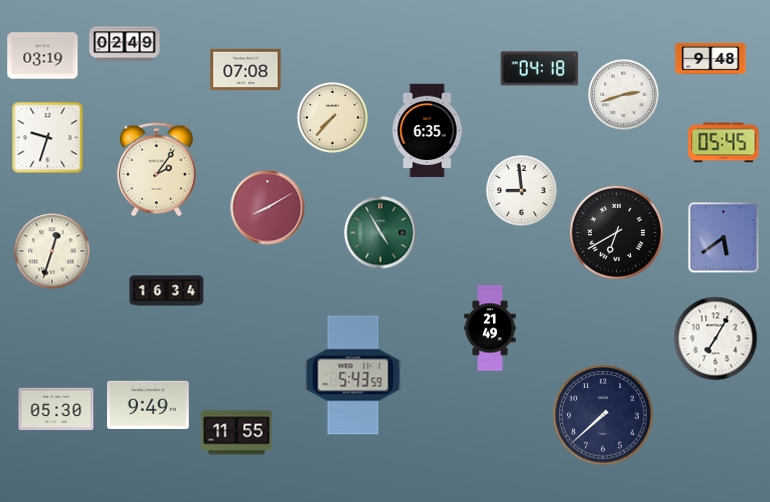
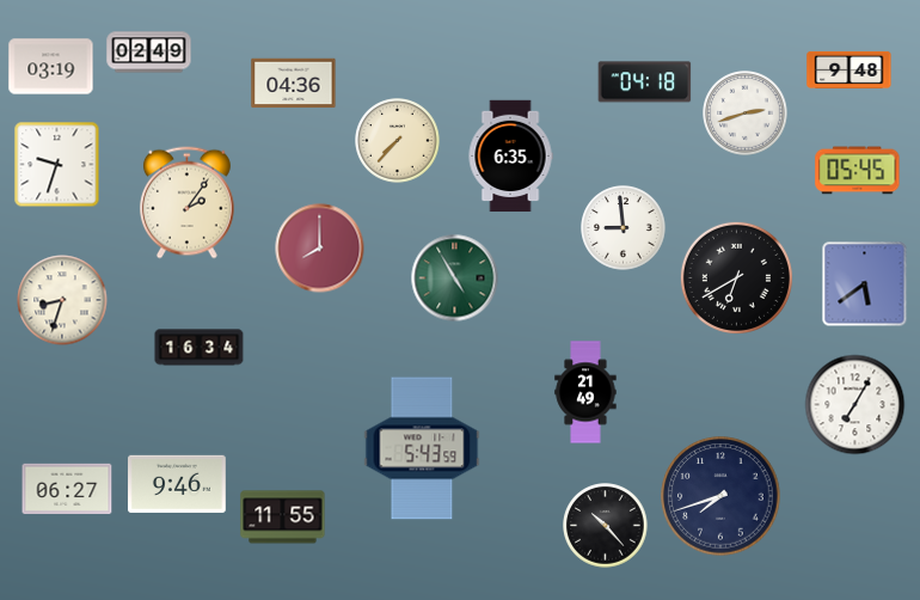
clock at (246, 70): 07:08 -> 04:36
clock at (724, 143) position: (724, 143) -> (858, 171)
clock at (268, 208): 8:10 -> 8:00
clock at (52, 251): 12:33 -> 8:33
clock at (149, 404): 9:49 -> 9:46
clock at (56, 409): 05:30 -> 06:27
clock at (603, 415): 7:38 -> 7:42
clock at (606, 526): none -> 10:23
